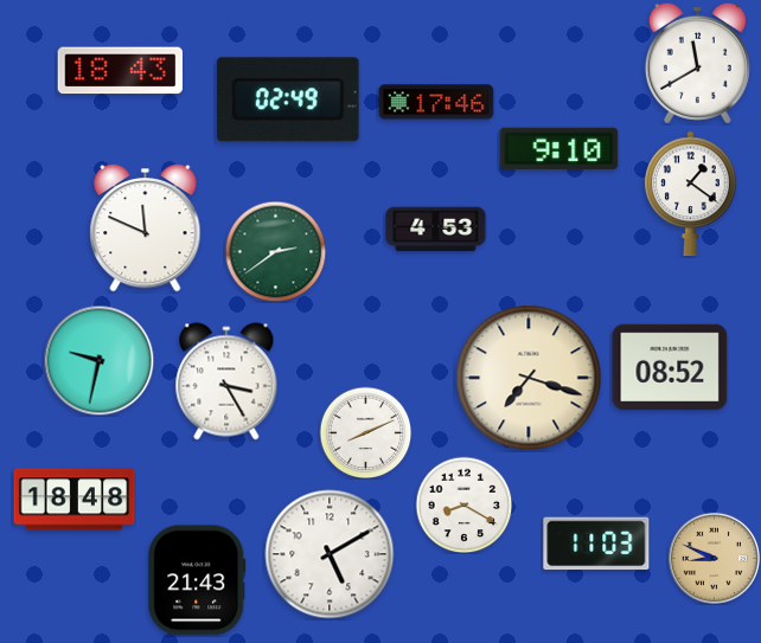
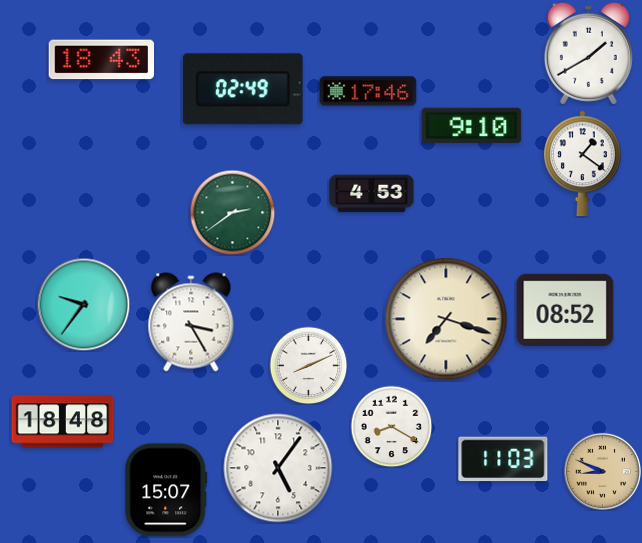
clock at (697, 63): 11:40 -> 1:40
clock at (288, 99) position: (288, 99) -> (243, 89)
clock at (436, 102) position: (436, 102) -> (368, 91)
clock at (146, 227): 11:49 -> none
clock at (436, 230) position: (436, 230) -> (372, 194)
clock at (98, 360): 9:32 -> 9:36
clock at (330, 554): 5:10 -> 5:06
clock at (197, 580): 21:43 -> 15:07
